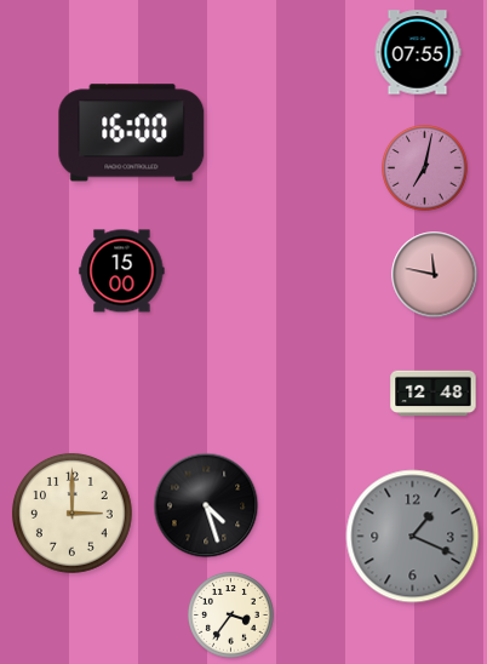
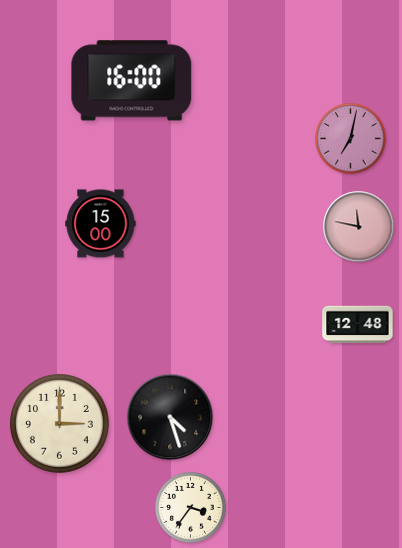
clock at (418, 52): 07:55 -> none
clock at (132, 133) position: (132, 133) -> (132, 81)
clock at (413, 537): 1:19 -> none
